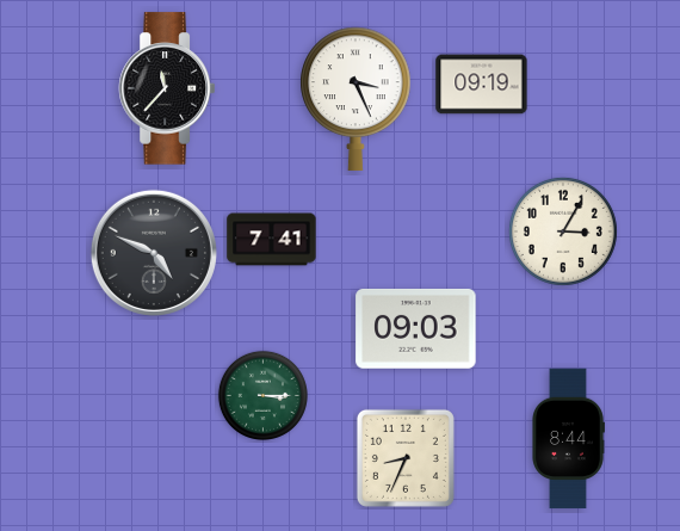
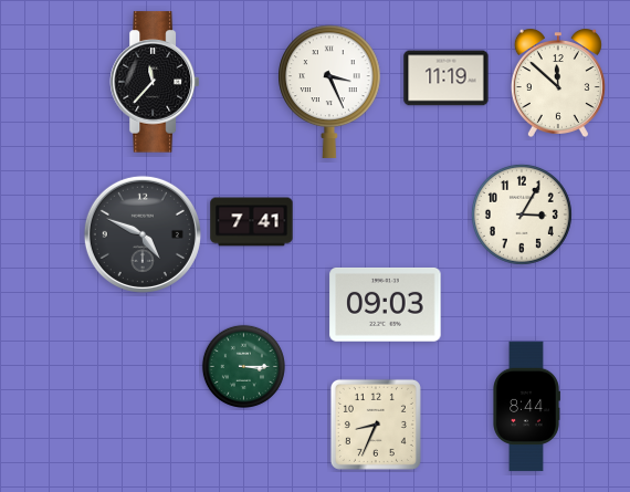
clock at (482, 85): 09:19 -> 11:19
clock at (558, 83): none -> 11:52
